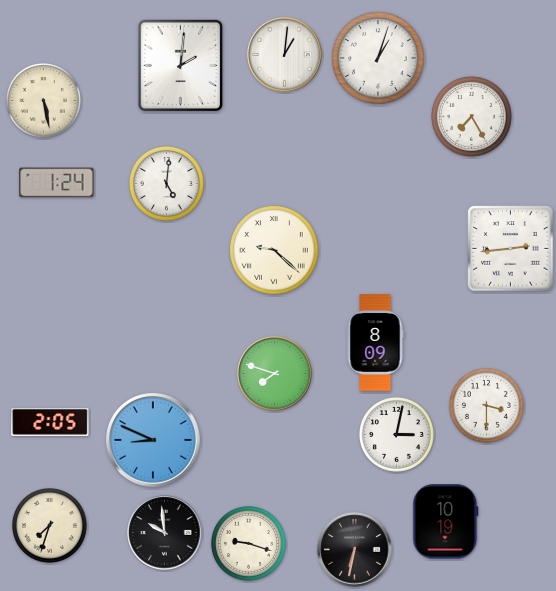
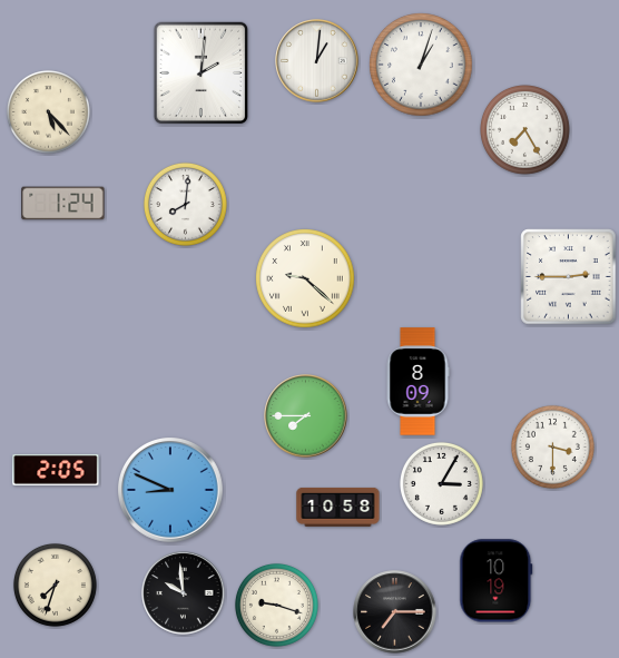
clock at (43, 100): 5:28 -> 5:23
clock at (166, 183): 5:01 -> 8:01
clock at (511, 249): 2:44 -> 2:45
clock at (275, 374): 7:48 -> 7:45
clock at (486, 405) position: (486, 405) -> (552, 446)
clock at (396, 434): 3:02 -> 3:05
clock at (338, 507): none -> 10:58
clock at (355, 550): 6:32 -> 7:15
